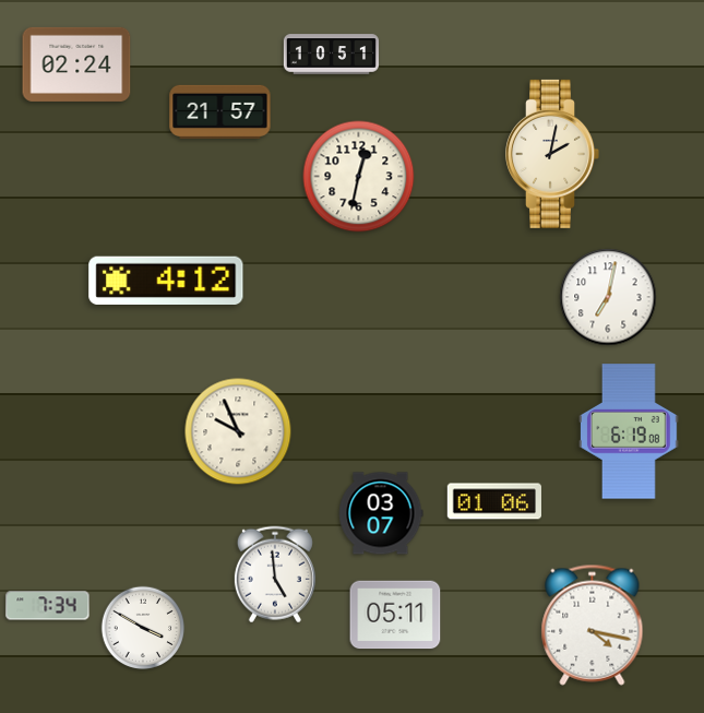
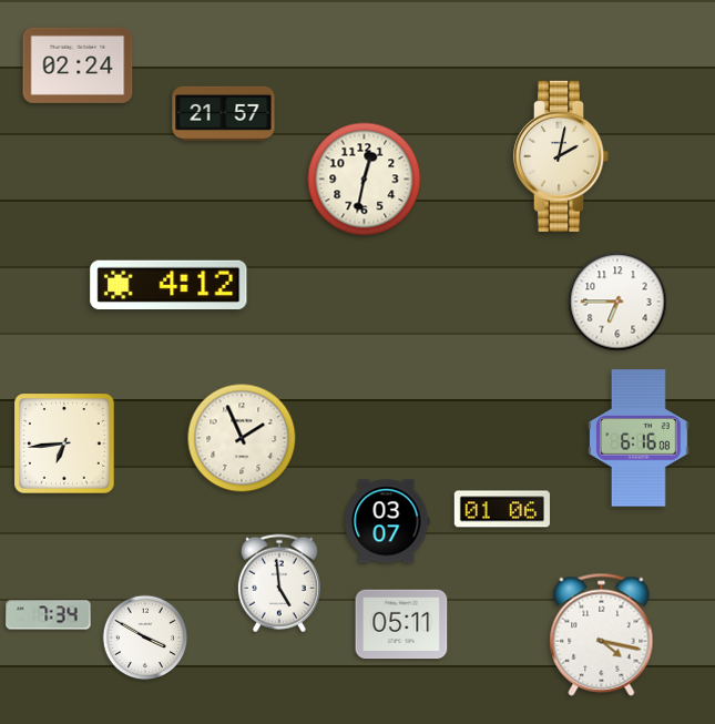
clock at (331, 55): 10:51 -> none
clock at (608, 297): 7:02 -> 6:45
clock at (238, 431): 9:56 -> 1:56
clock at (630, 431): 6:19 -> 6:16
clock at (65, 445): none -> 6:44
